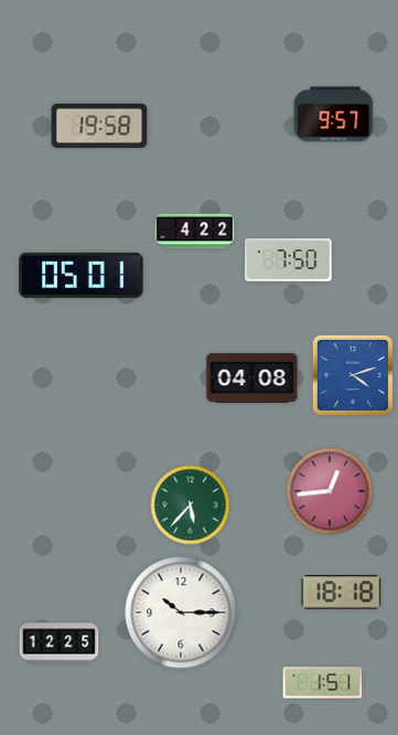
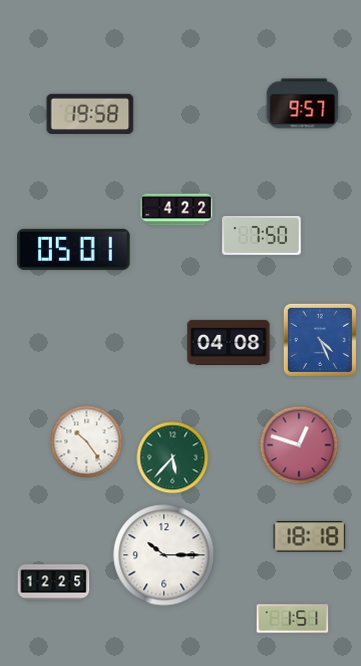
clock at (353, 375): 4:12 -> 4:26
clock at (87, 442): none -> 10:24
clock at (330, 491): 12:44 -> 12:48
